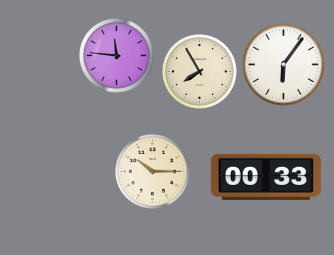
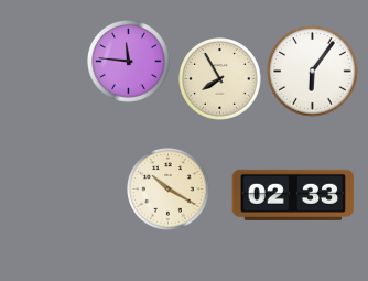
clock at (153, 172): 10:15 -> 10:20
clock at (266, 177): 00:33 -> 02:33
